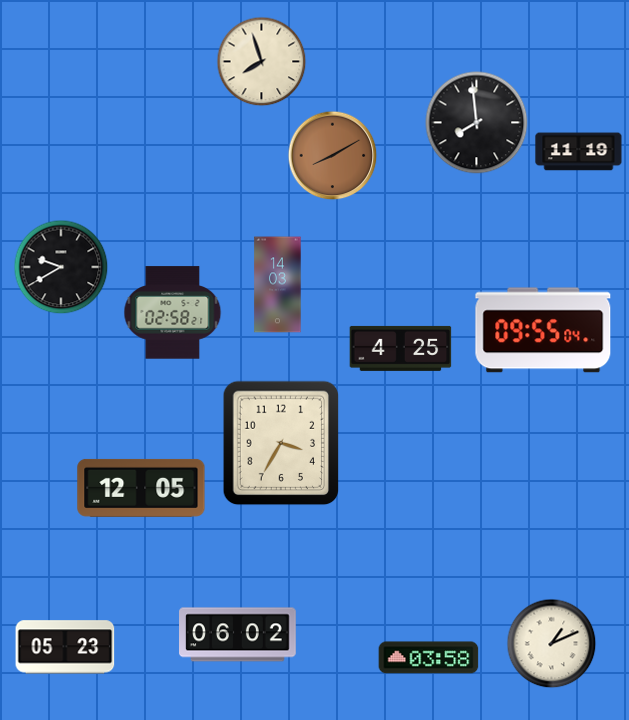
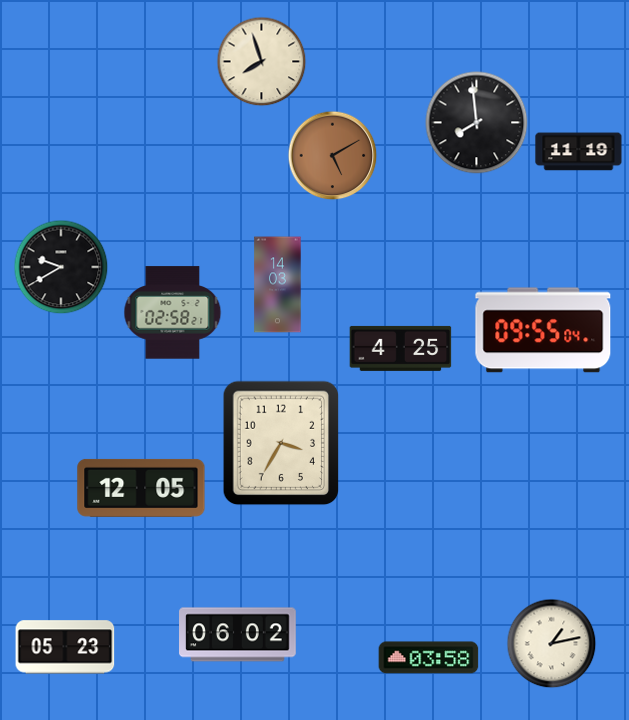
clock at (332, 155): 8:10 -> 5:10
clock at (551, 643): 1:11 -> 1:13
